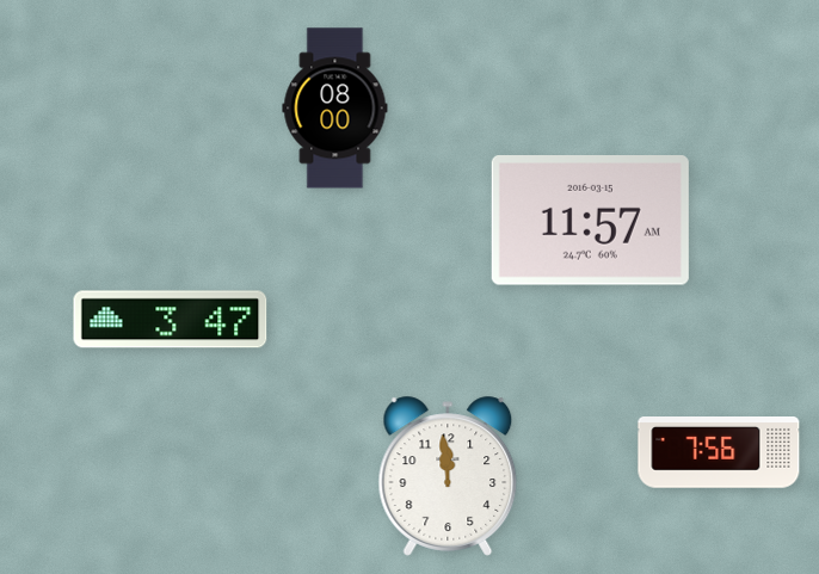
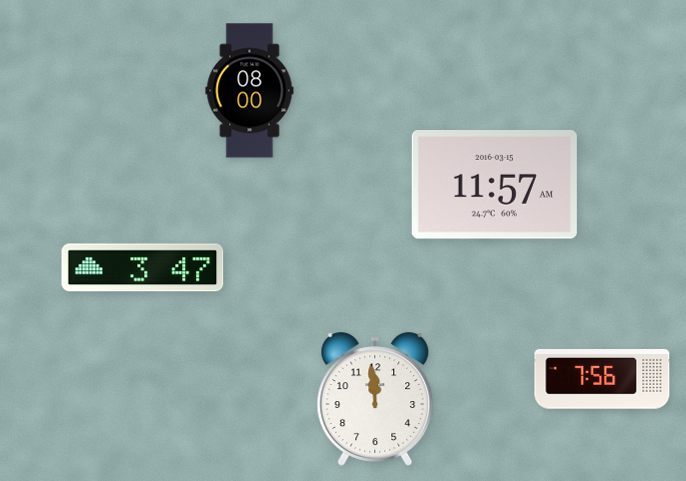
clock at (335, 109) position: (335, 109) -> (250, 91)
